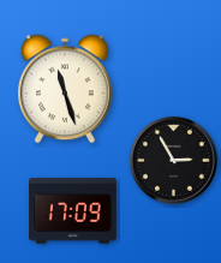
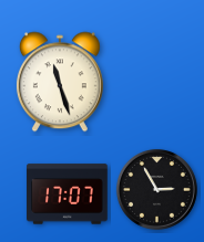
clock at (173, 160) position: (173, 160) -> (156, 189)
clock at (73, 211): 17:09 -> 17:07
